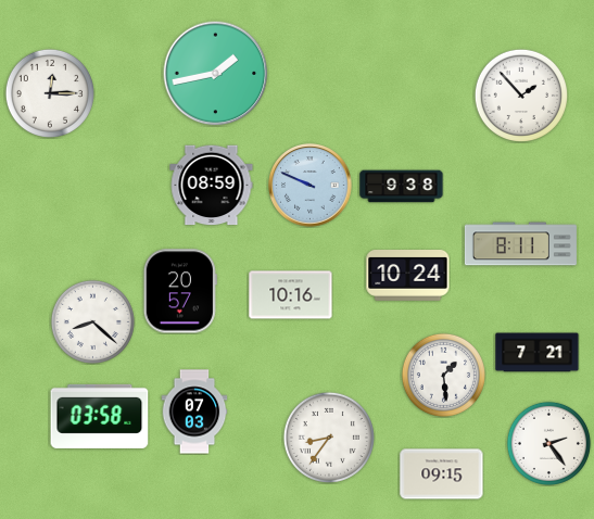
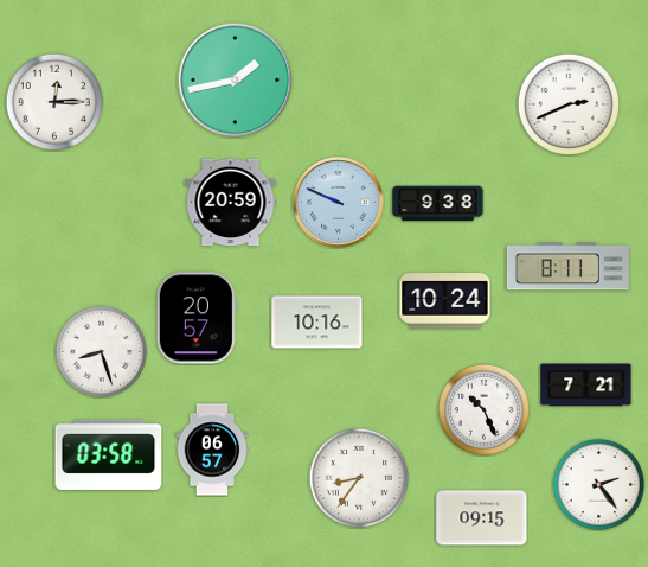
clock at (520, 94): 1:53 -> 2:41
clock at (212, 186): 08:59 -> 20:59
clock at (92, 321): 8:22 -> 8:27
clock at (443, 375): 1:29 -> 10:26
clock at (194, 412): 07:03 -> 06:57
